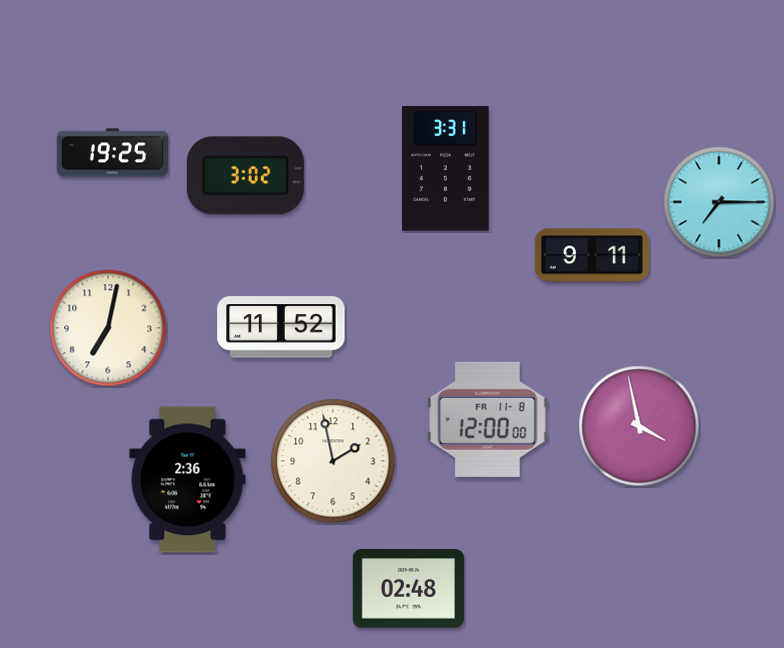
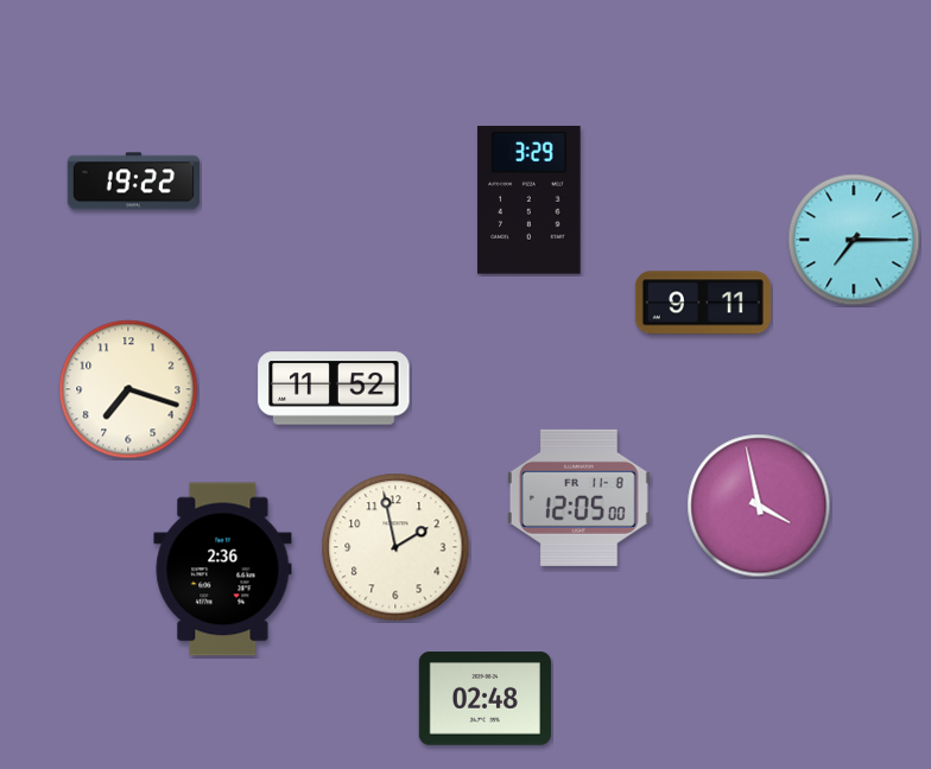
clock at (112, 153): 19:25 -> 19:22
clock at (446, 169): 3:31 -> 3:29
clock at (245, 176): 3:02 -> none
clock at (108, 328): 7:02 -> 7:18
clock at (487, 419): 12:00 -> 12:05
